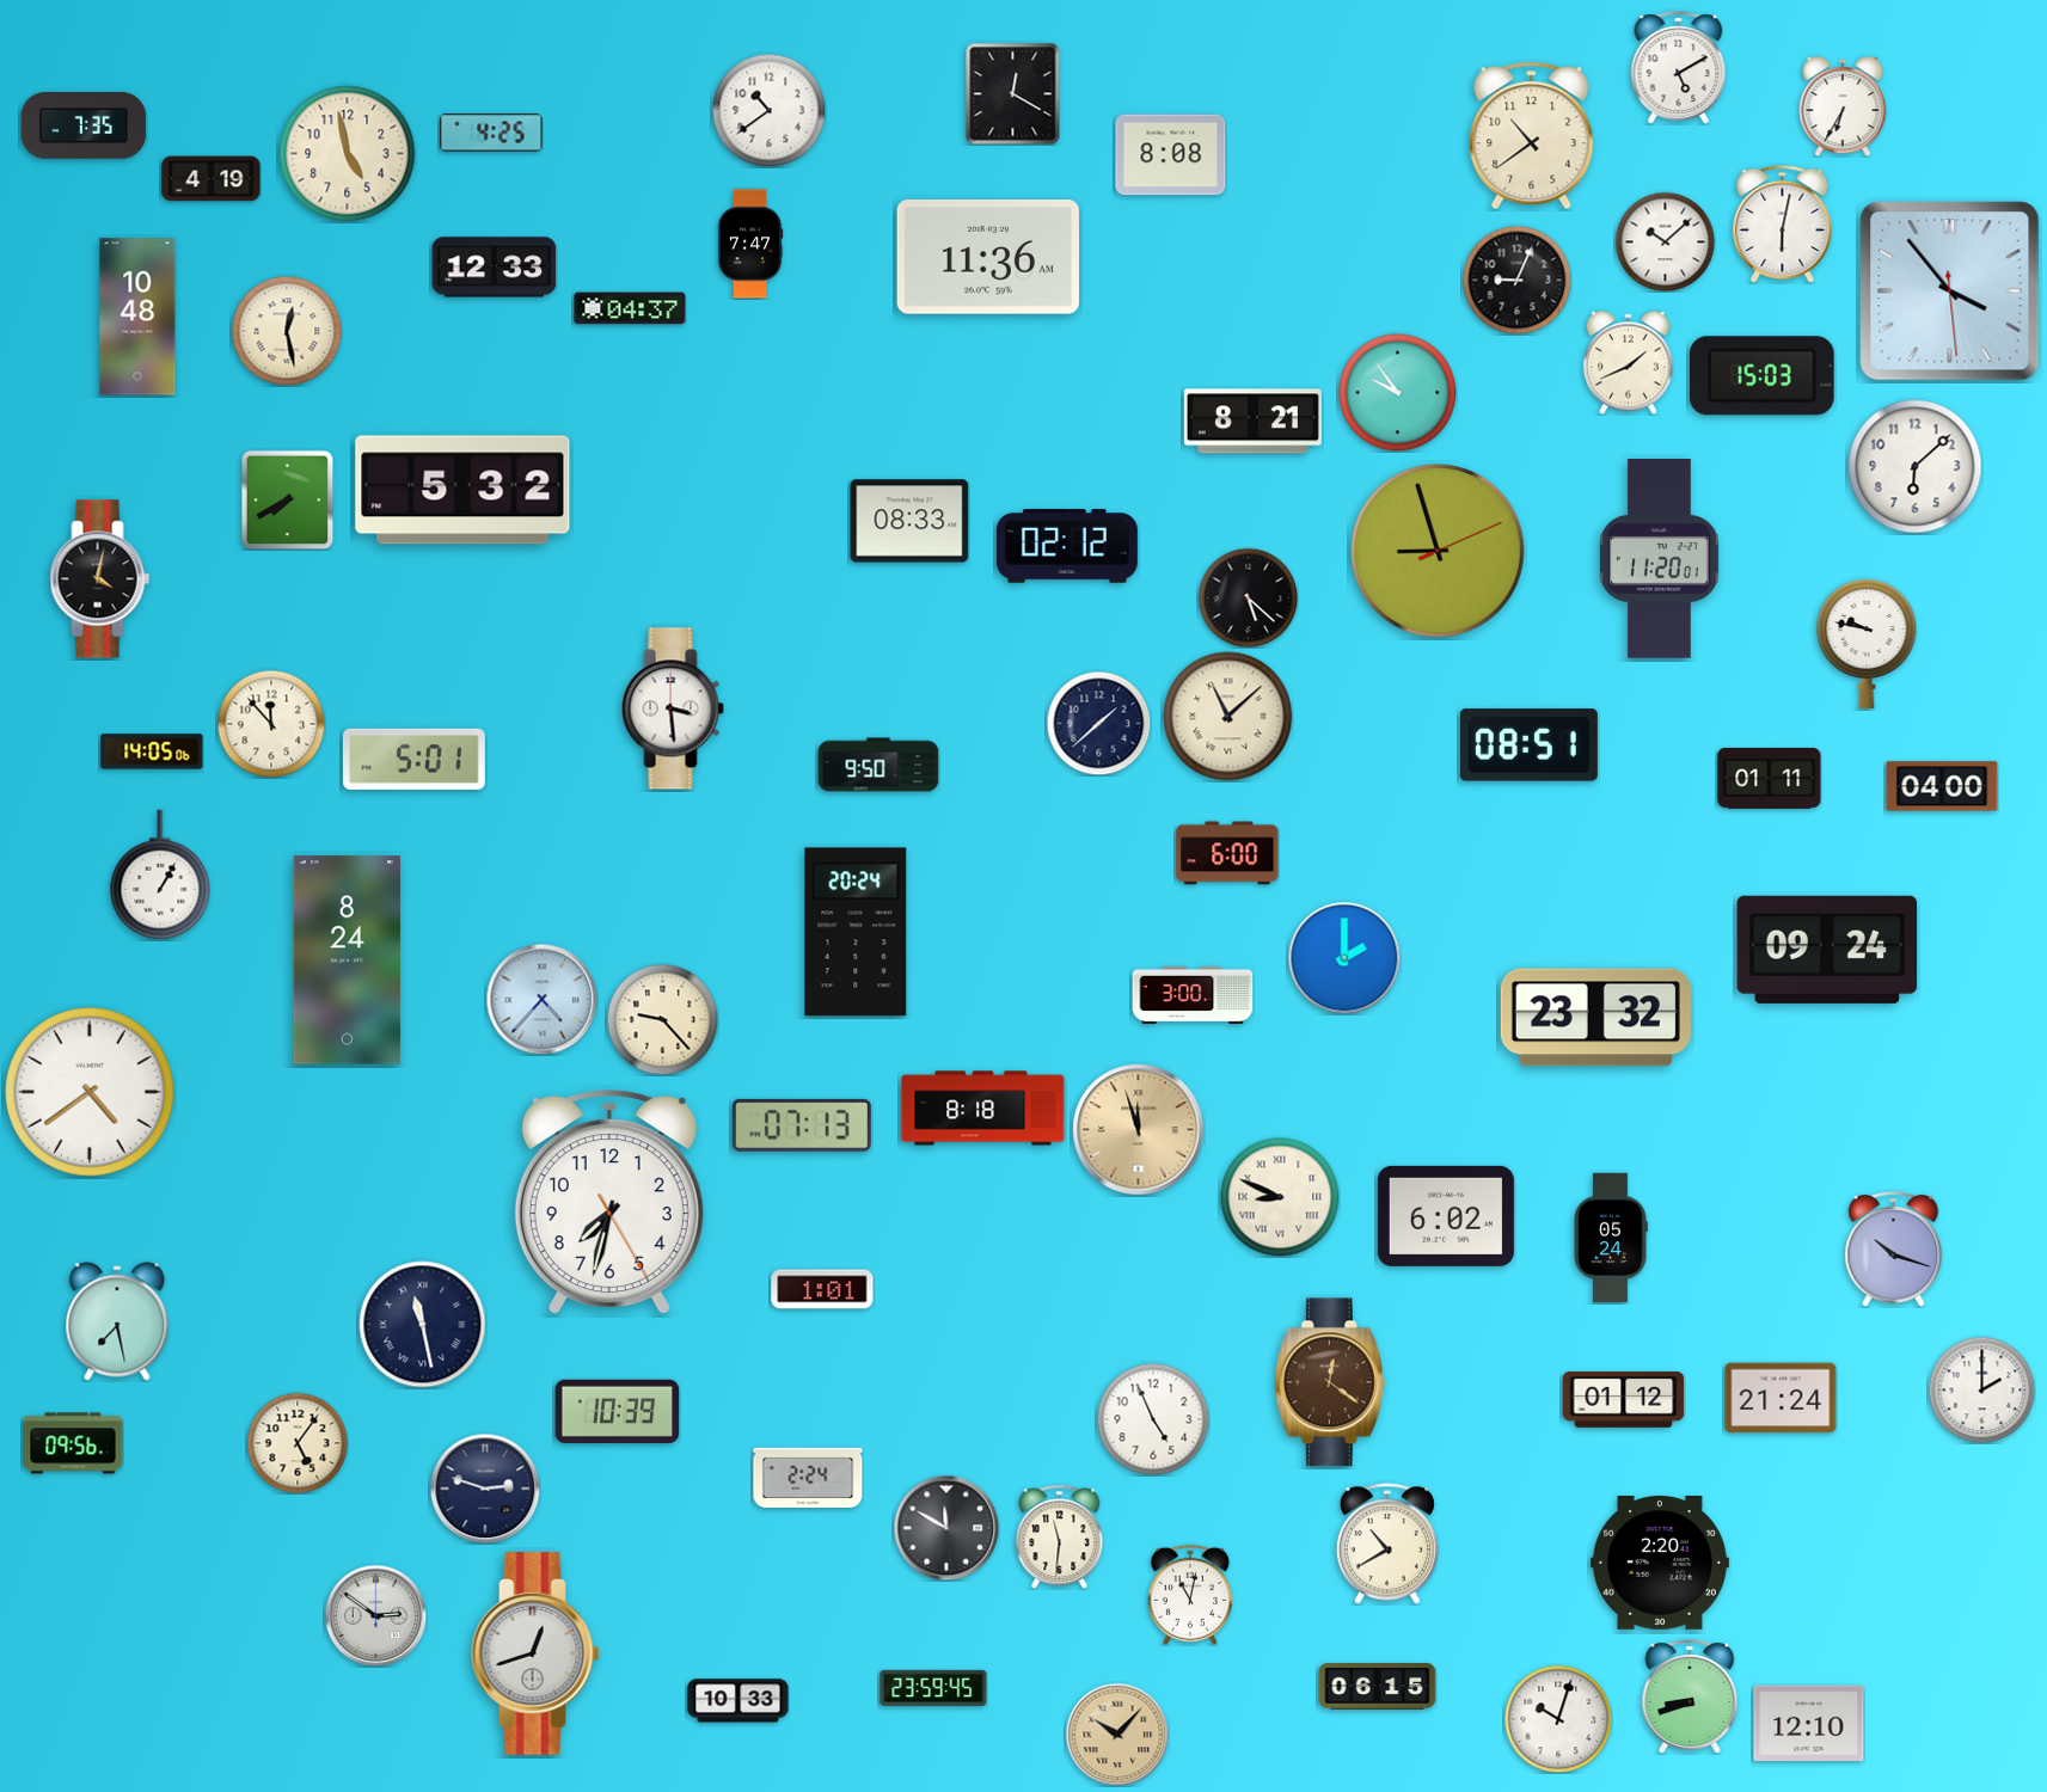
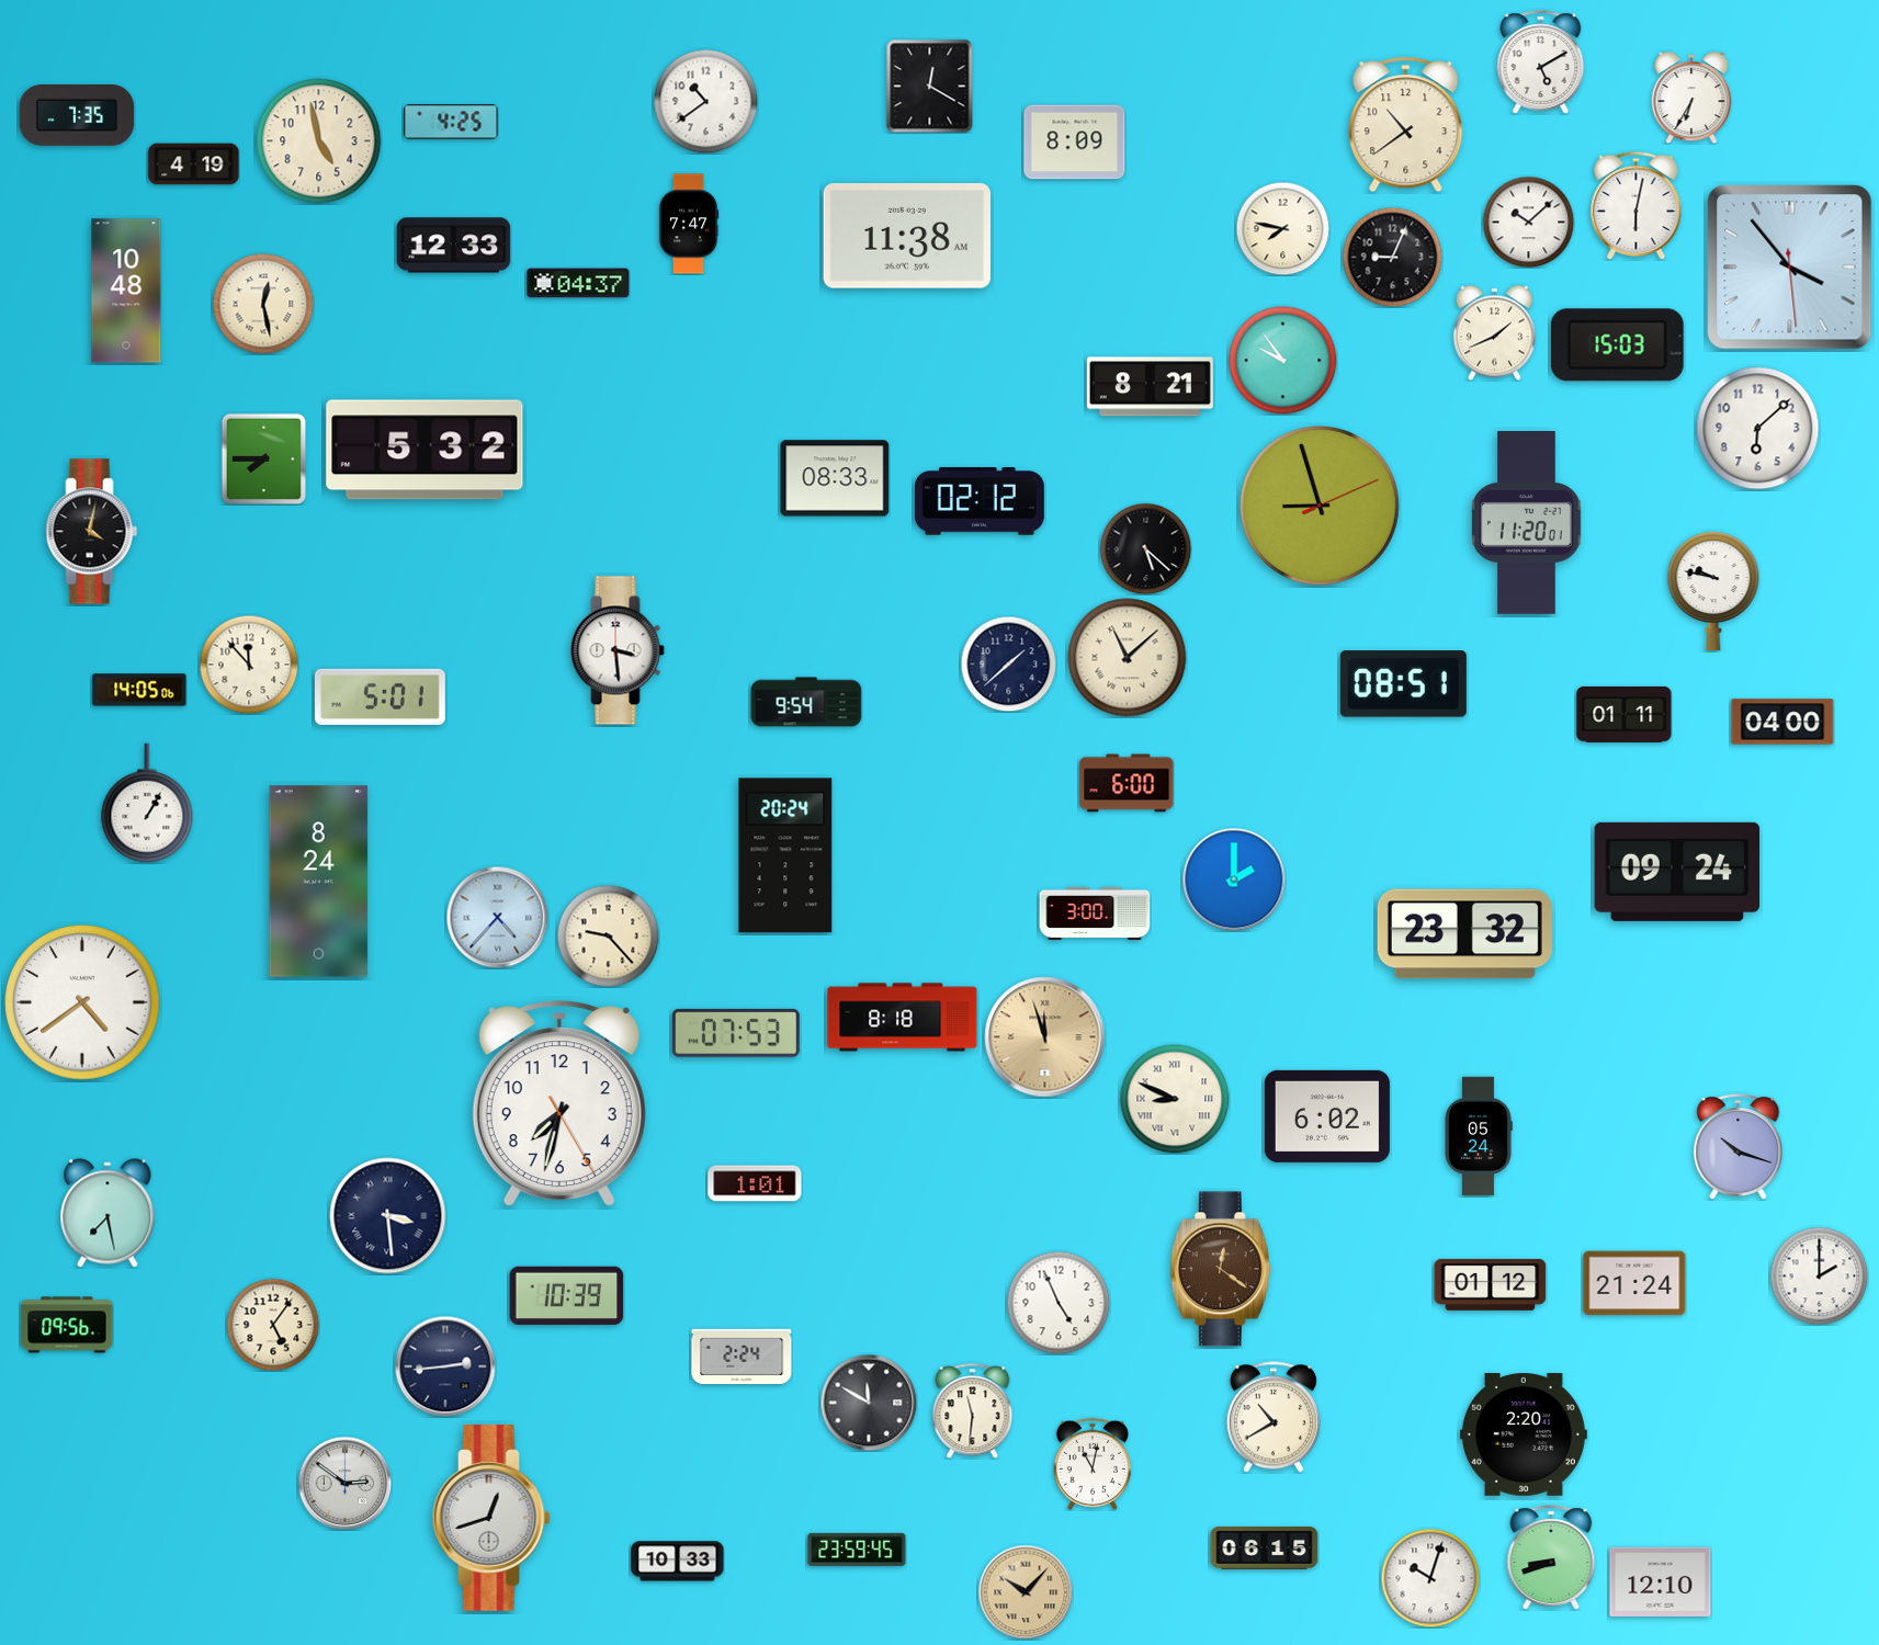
clock at (1171, 155): 8:08 -> 8:09
clock at (1282, 228): none -> 7:47
clock at (987, 258): 11:36 -> 11:38
clock at (288, 499): 7:40 -> 7:45
clock at (1659, 559) position: (1659, 559) -> (1526, 523)
clock at (878, 765): 9:50 -> 9:54
clock at (802, 1125): 07:13 -> 07:53
clock at (423, 1325): 11:28 -> 3:29
clock at (485, 1489): 2:48 -> 2:44
